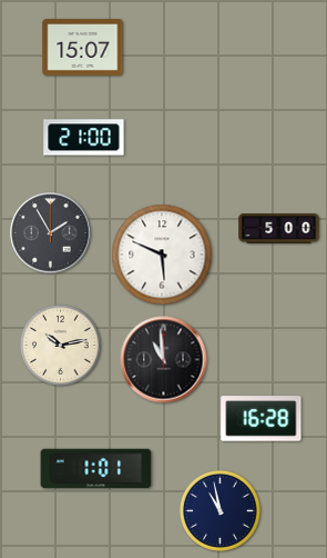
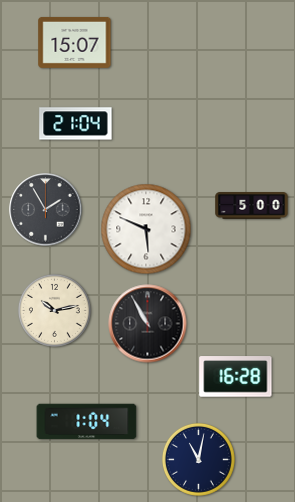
clock at (84, 138): 21:00 -> 21:04
clock at (164, 360): 10:59 -> 10:55
clock at (96, 469): 1:01 -> 1:04
clock at (219, 510): 10:58 -> 11:02
